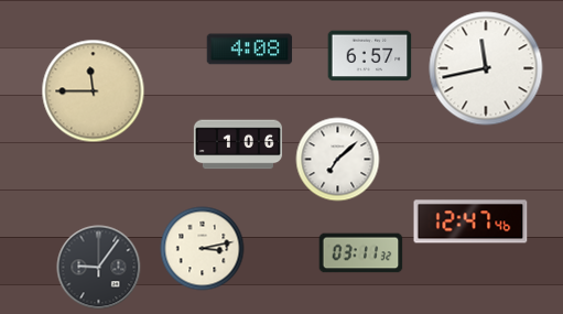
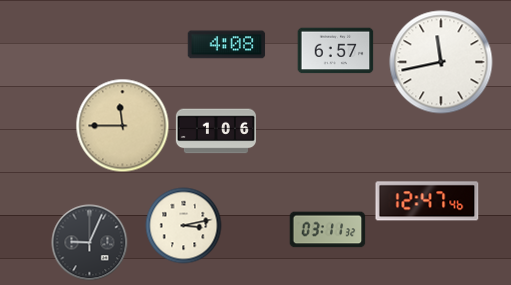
clock at (94, 91) position: (94, 91) -> (123, 126)
clock at (338, 160): 7:08 -> none
clock at (99, 268): 9:06 -> 9:04
